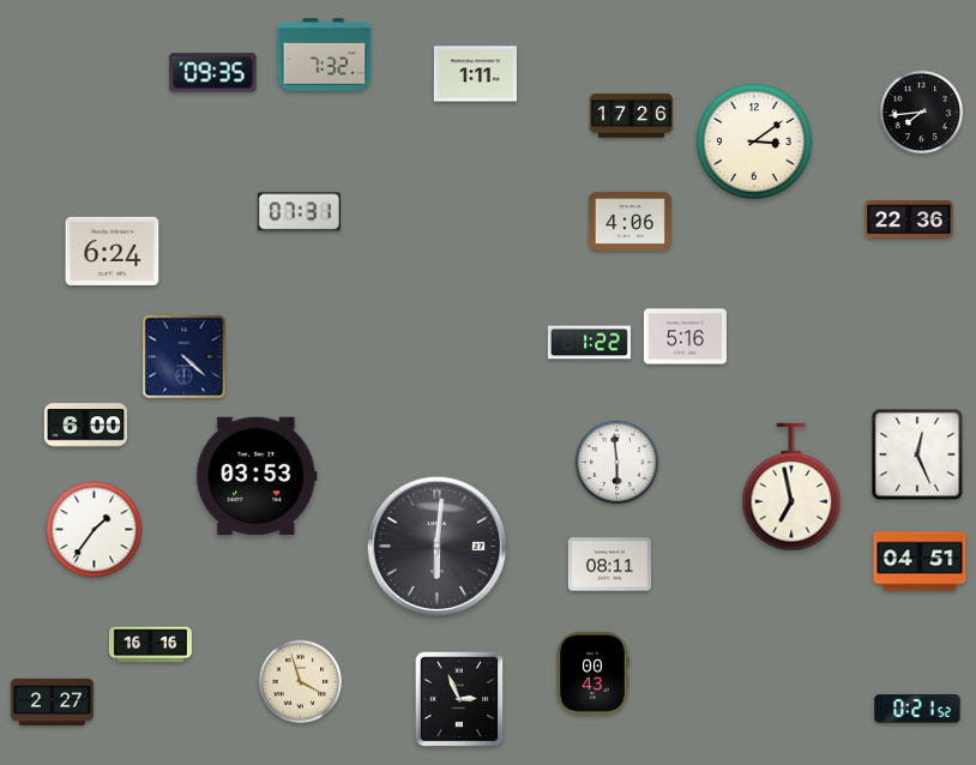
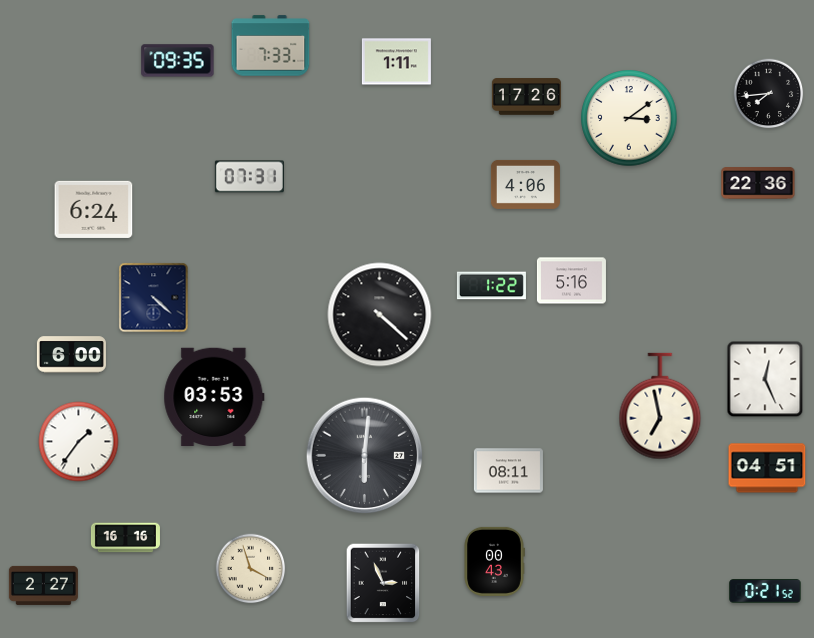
clock at (325, 55): 7:32 -> 7:33
clock at (380, 315): none -> 4:22
clock at (617, 463): 5:59 -> none
